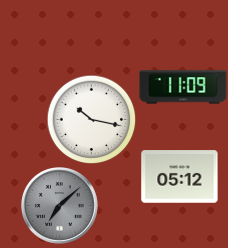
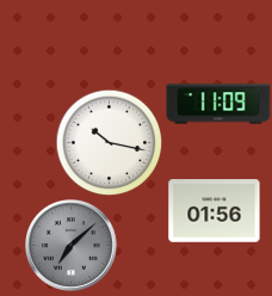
clock at (180, 177): 05:12 -> 01:56
